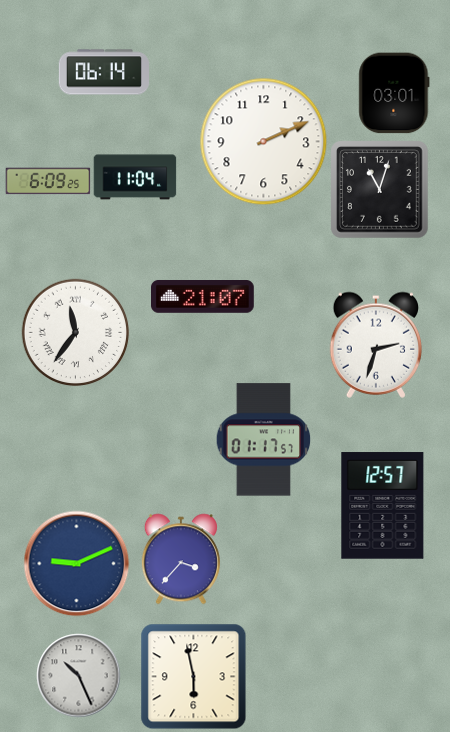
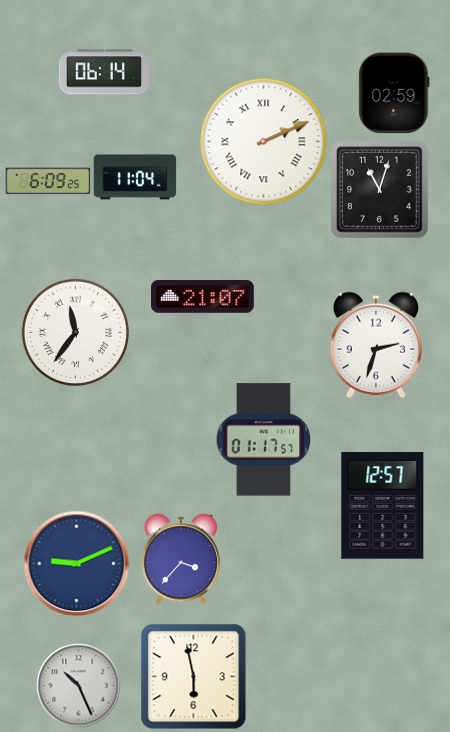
clock at (394, 93): 03:01 -> 02:59
clock at (263, 141) numerals: Arabic -> Roman
clock at (78, 675) position: (78, 675) -> (78, 685)
